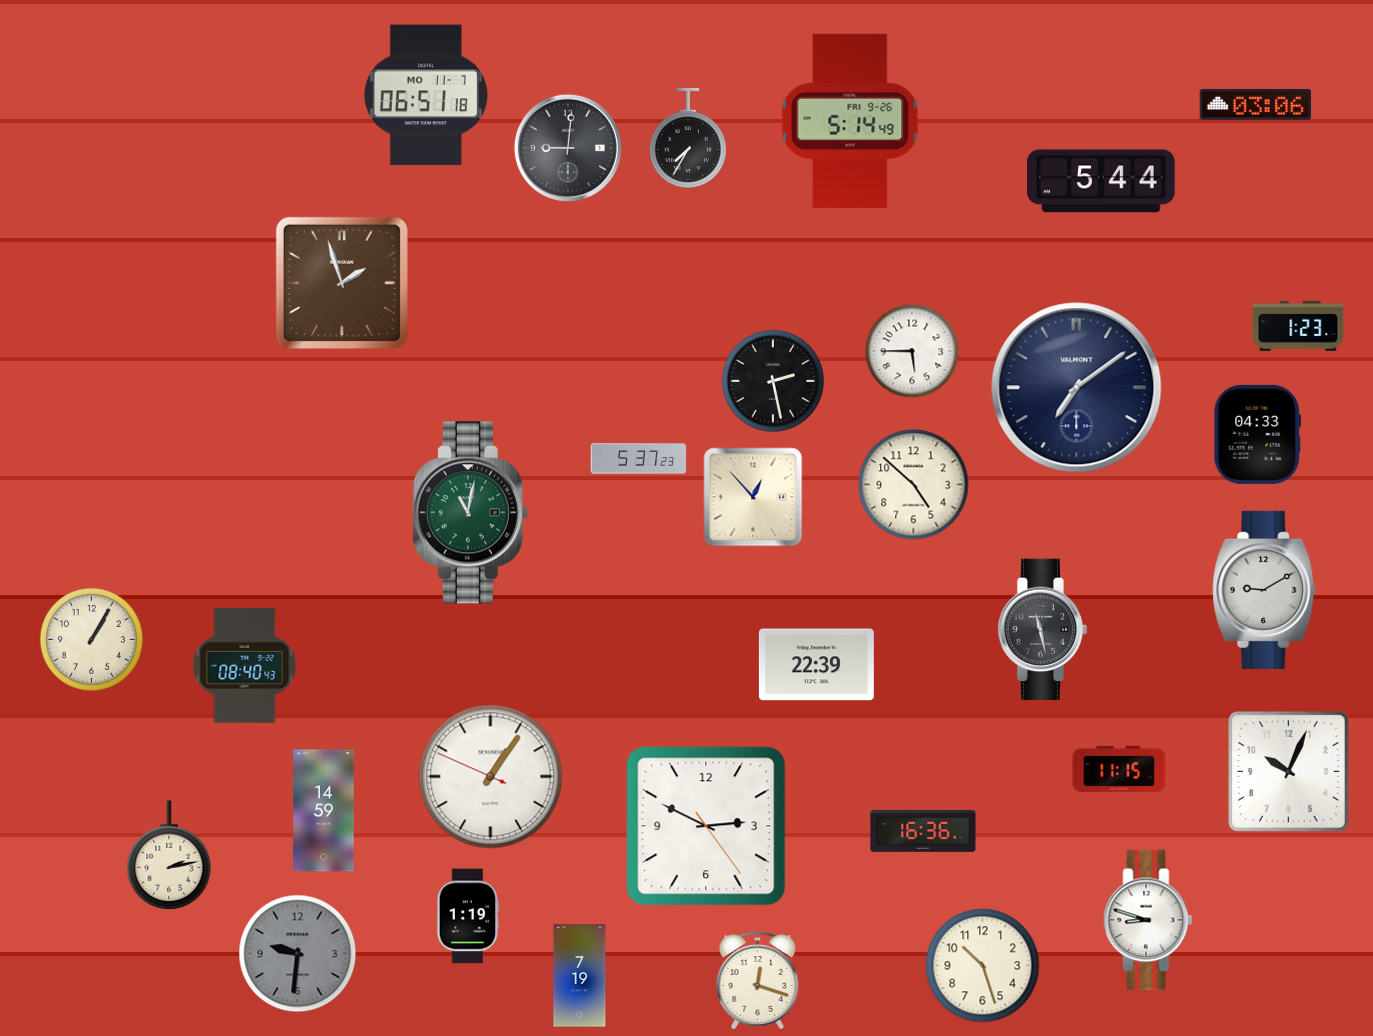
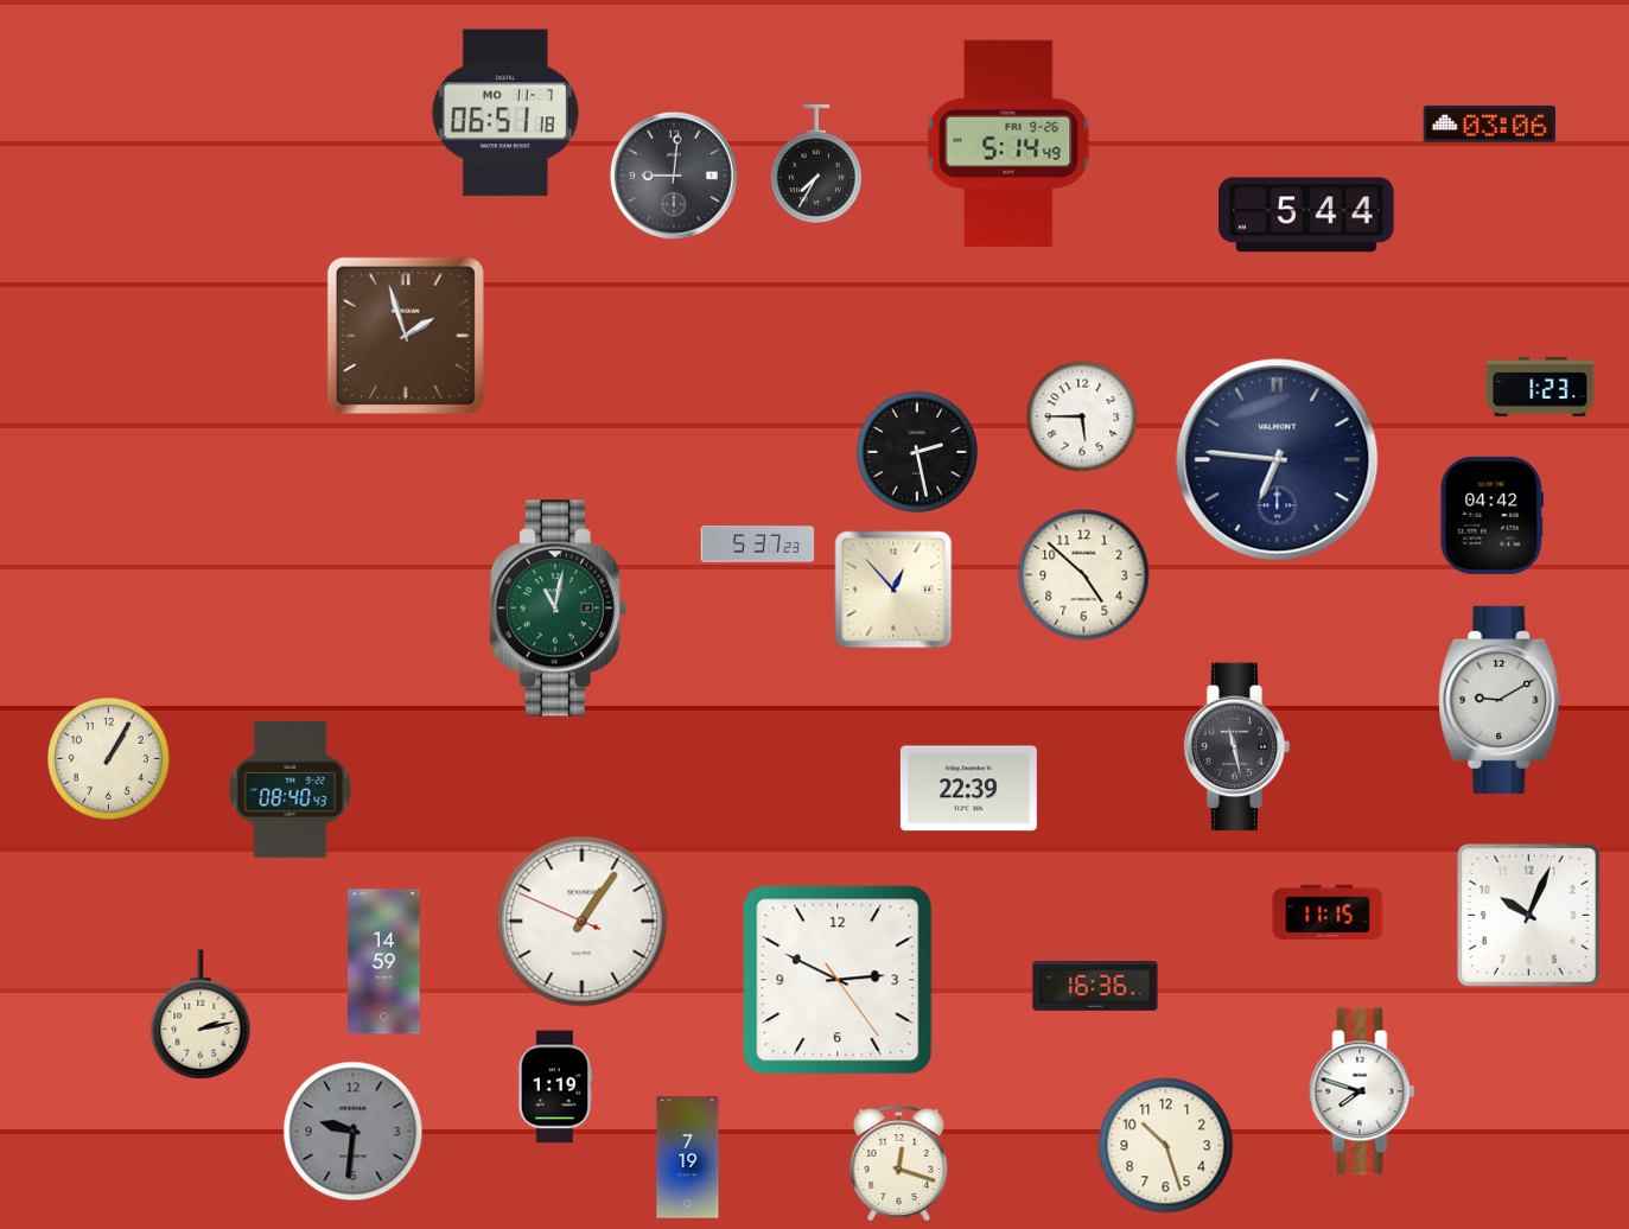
clock at (1077, 388): 7:09 -> 6:46
clock at (1257, 434): 04:33 -> 04:42
clock at (1148, 920): 8:48 -> 7:48
